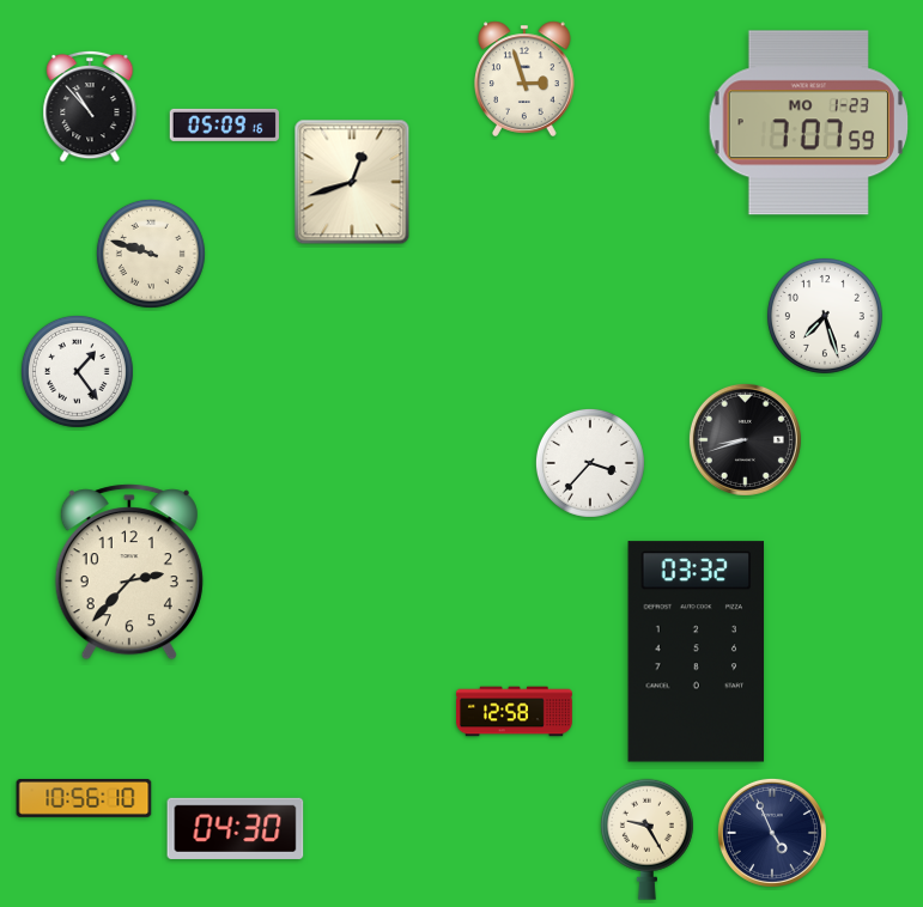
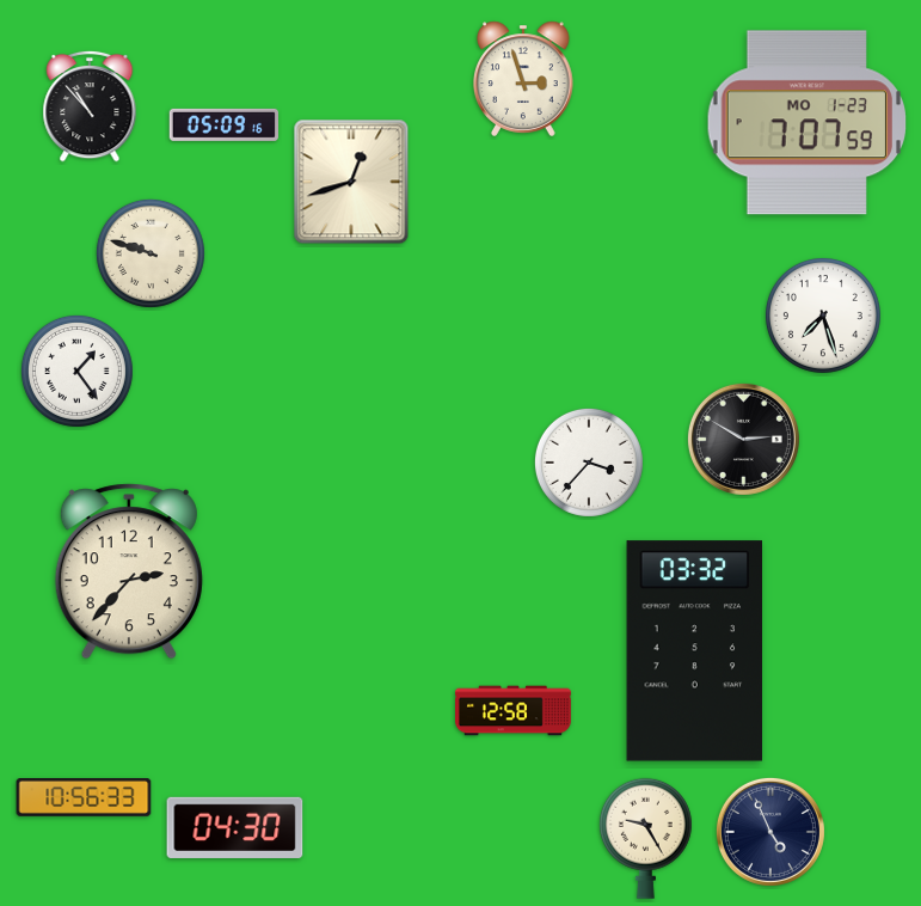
clock at (745, 439): 8:42 -> 2:50
clock at (84, 799): 10:56:10 -> 10:56:33
